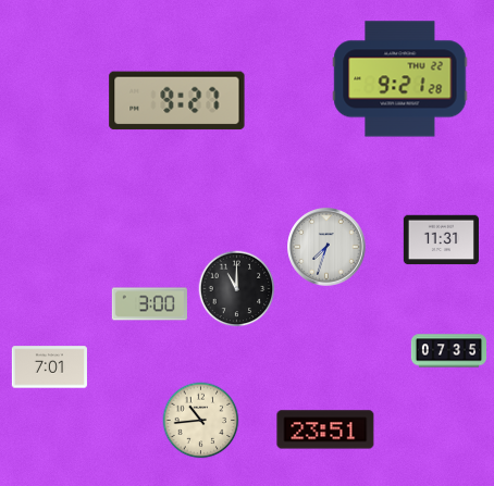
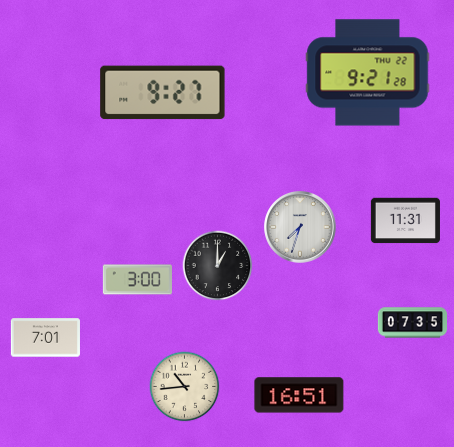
clock at (237, 289): 11:00 -> 1:00
clock at (325, 429): 23:51 -> 16:51
